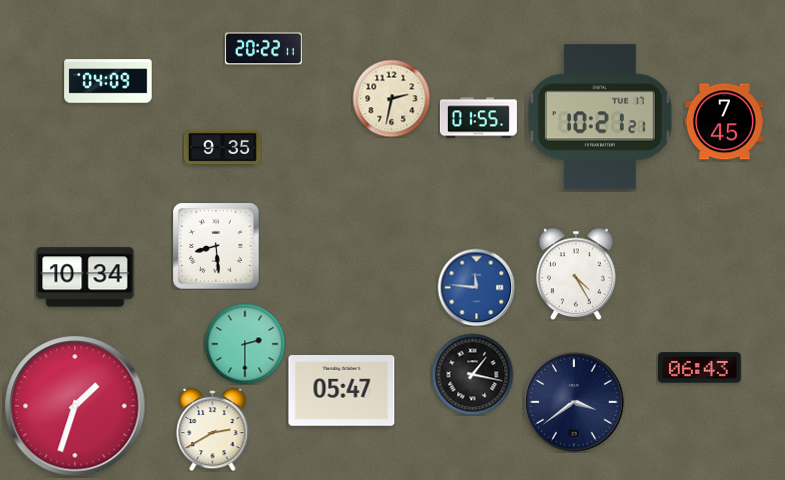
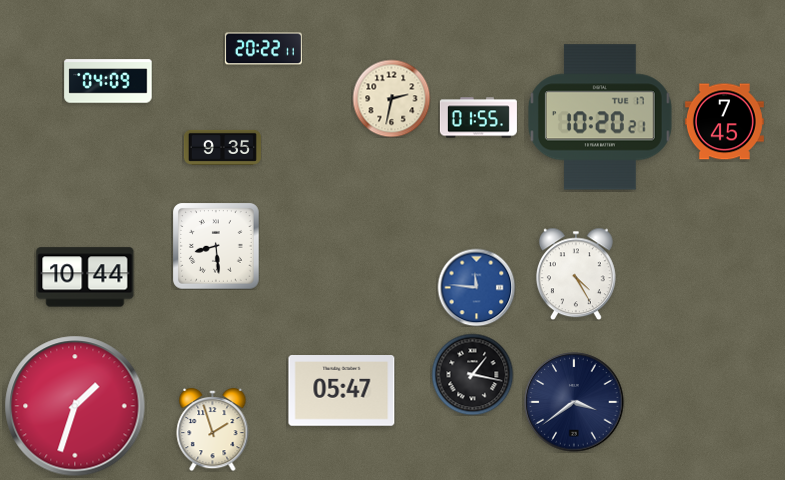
clock at (600, 117): 10:21 -> 10:20
clock at (85, 277): 10:34 -> 10:44
clock at (245, 344): 2:30 -> none
clock at (700, 368): 06:43 -> none
clock at (213, 429): 2:40 -> 1:57
